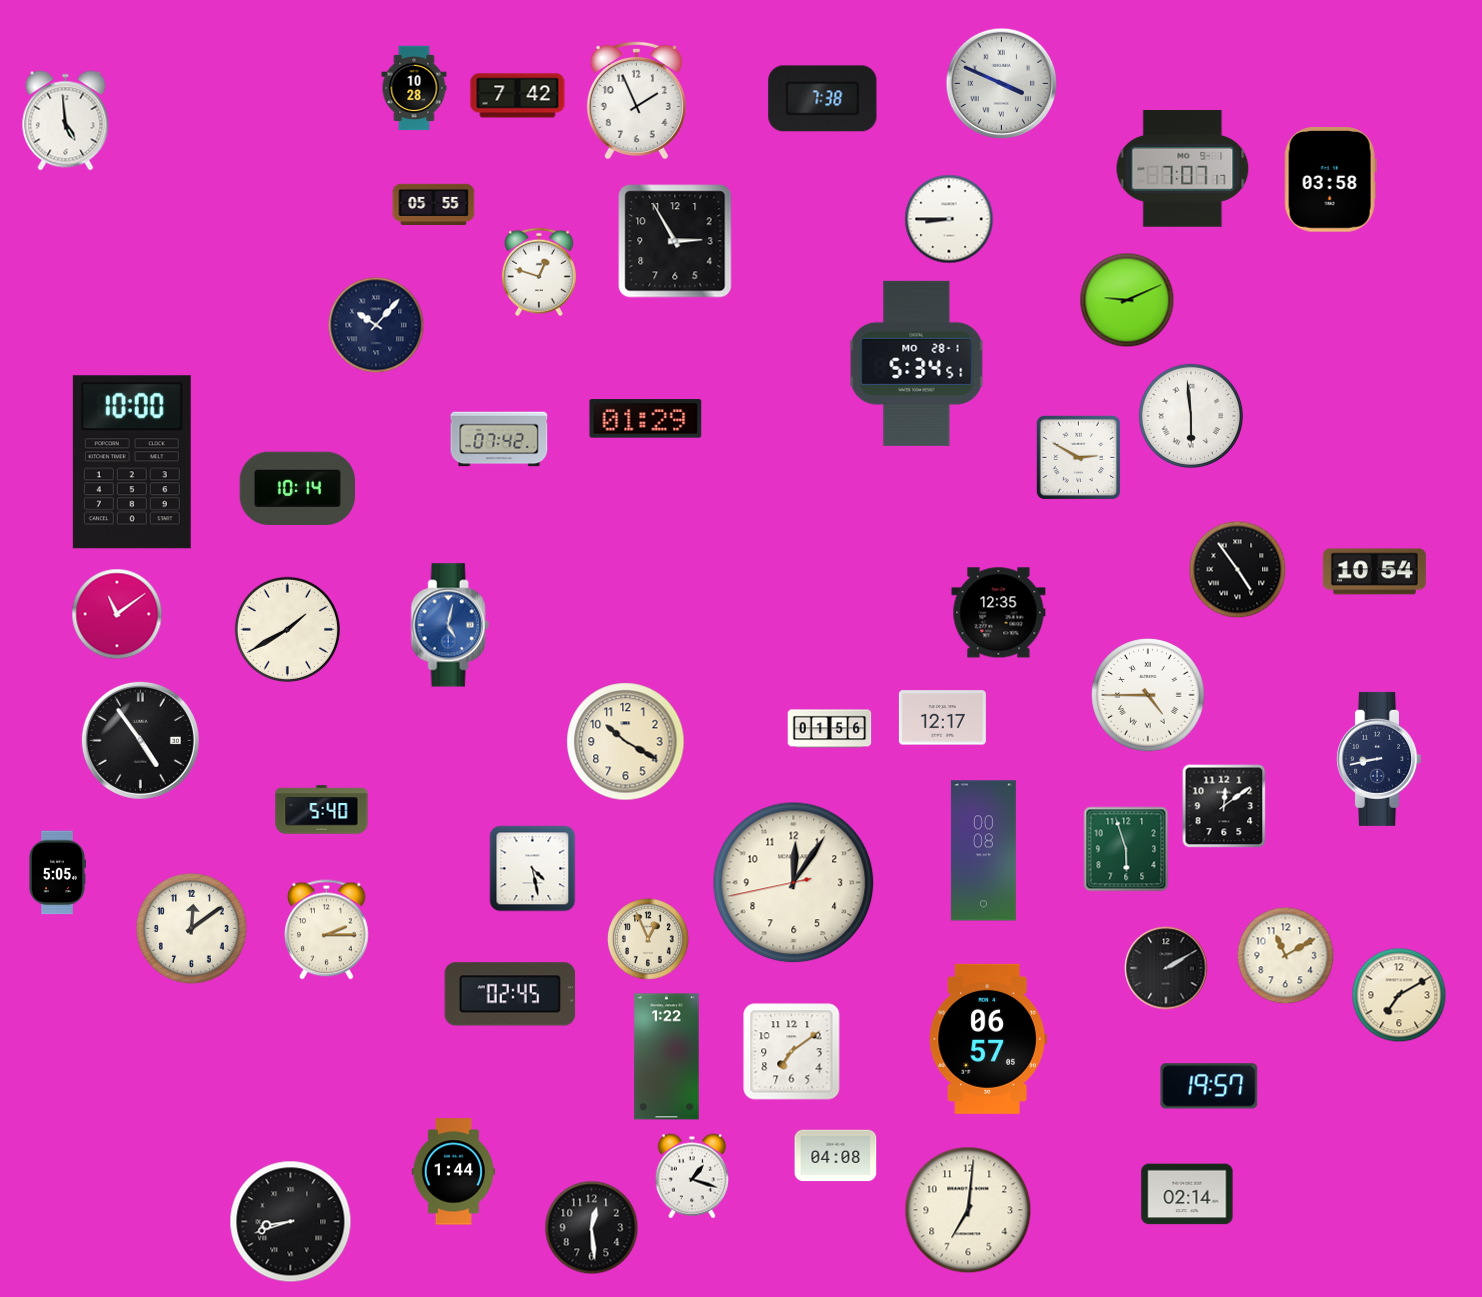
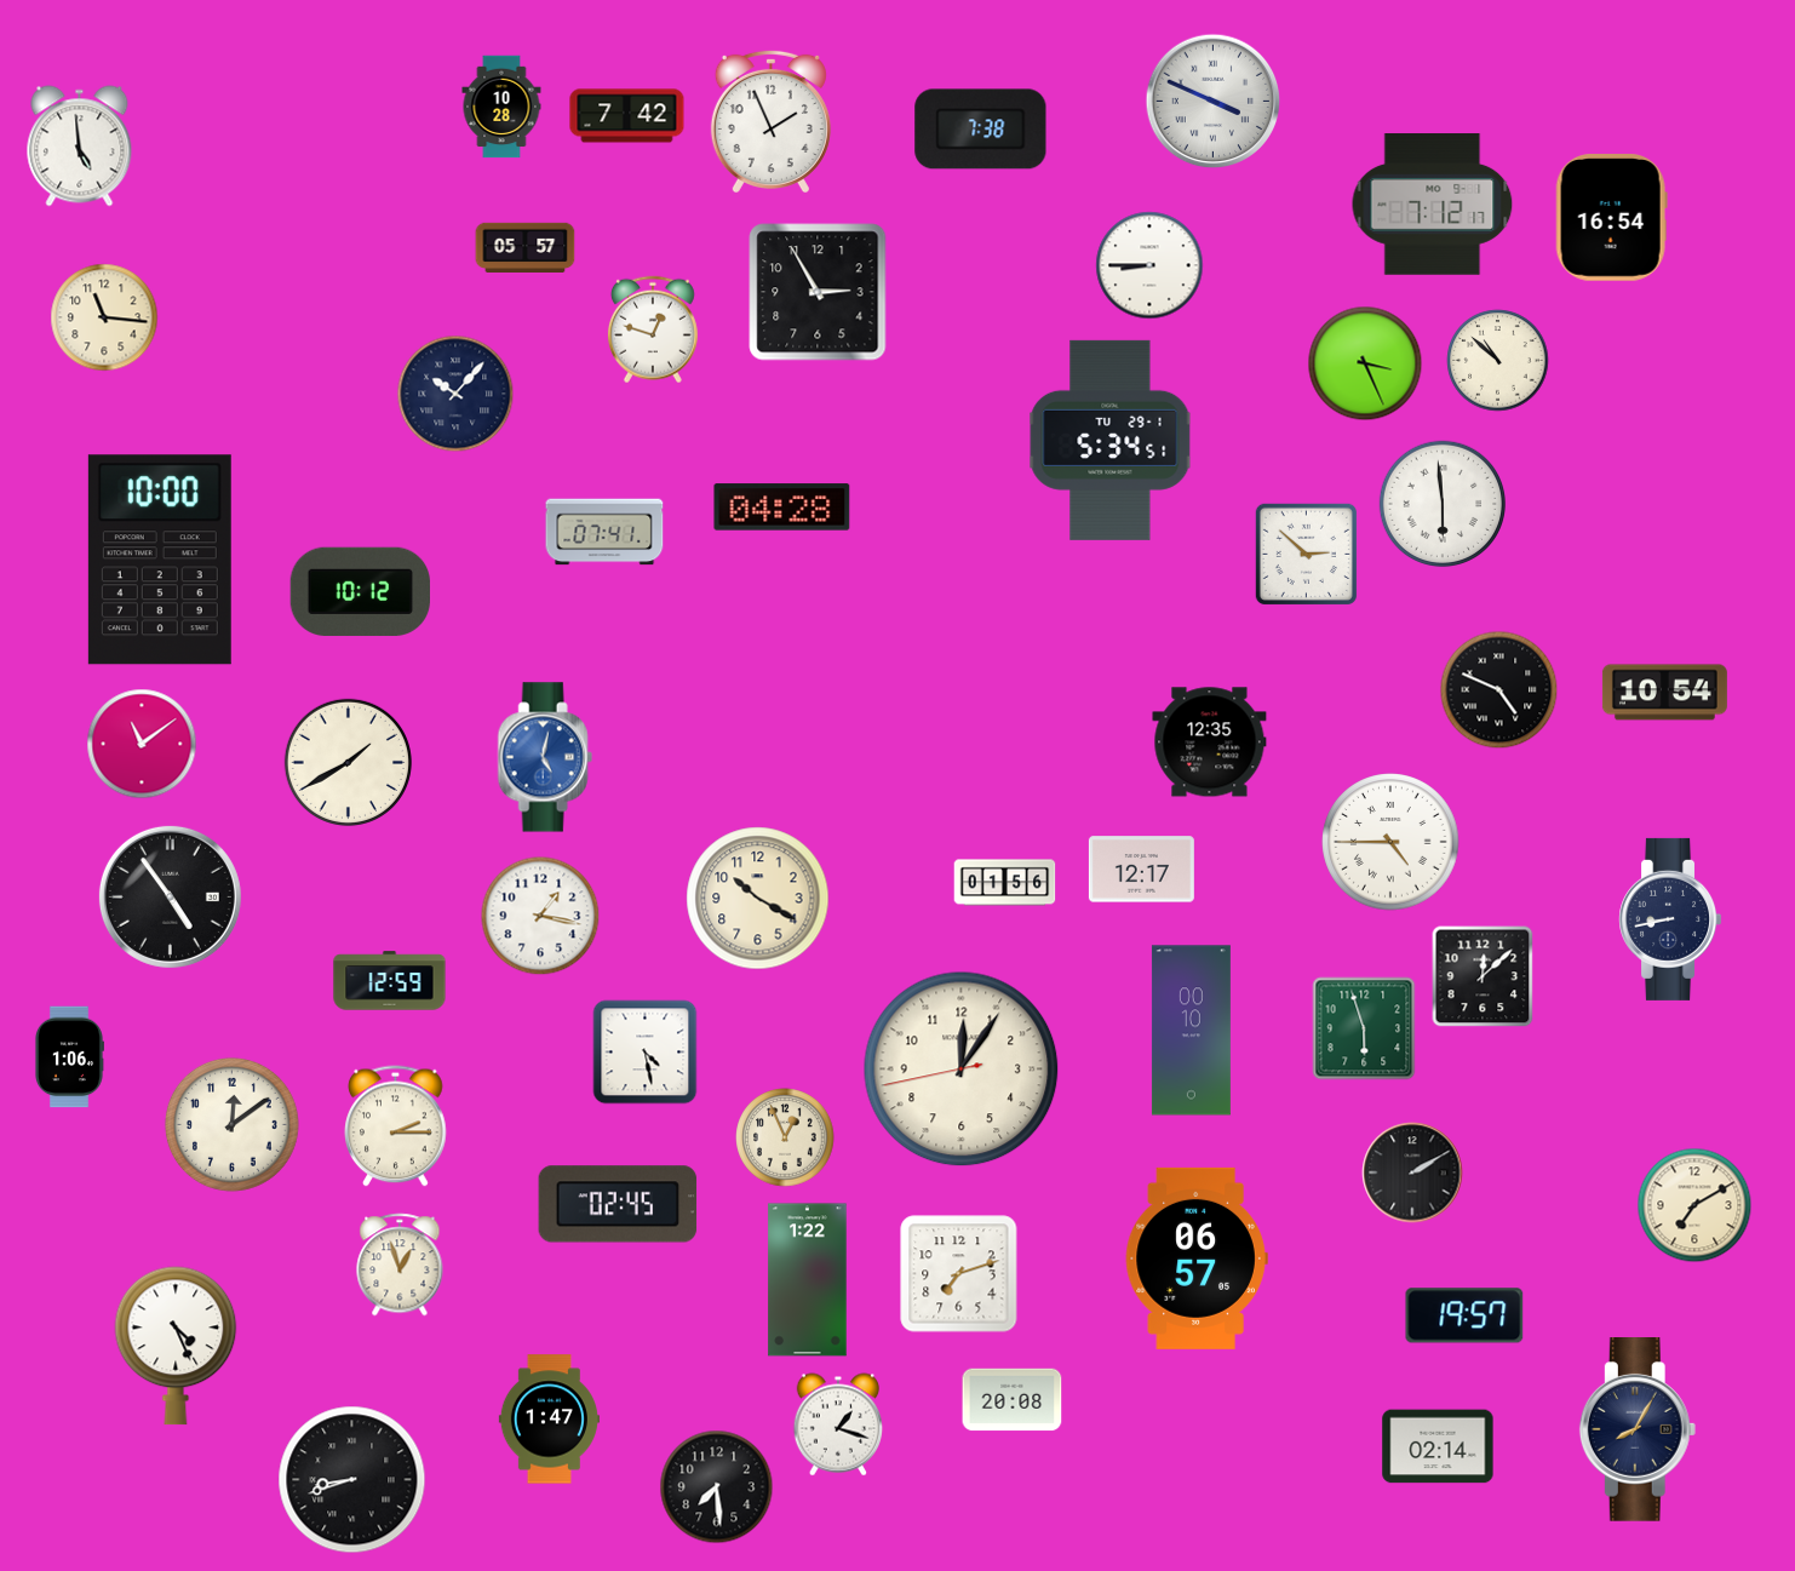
clock at (823, 99) position: (823, 99) -> (981, 130)
clock at (1183, 169): 7:07 -> 7:12
clock at (1330, 180): 03:58 -> 16:54
clock at (434, 205): 05:55 -> 05:57
clock at (104, 317): none -> 11:16
clock at (1498, 361): none -> 10:52
clock at (1127, 300): 9:11 -> 3:26
clock at (917, 363) date: MO 28-1 -> TU 29-1
clock at (646, 419): 01:29 -> 04:28
clock at (499, 439): 07:42 -> 07:41
clock at (1078, 457): 2:50 -> 2:52
clock at (297, 488): 10:14 -> 10:12
clock at (1238, 570): 4:54 -> 4:49
clock at (540, 916): none -> 1:17
clock at (1224, 806): 12:09 -> 12:08
clock at (322, 810): 5:40 -> 12:59
clock at (983, 851): 00:08 -> 00:10
clock at (57, 873): 5:05 -> 1:06
clock at (1286, 956): 11:10 -> none
clock at (400, 1265): none -> 12:57
clock at (792, 1052): 7:09 -> 7:12
clock at (176, 1346): none -> 4:26
clock at (836, 1156): 04:08 -> 20:08
clock at (453, 1172): 1:44 -> 1:47
clock at (1638, 1430): none -> 8:05
clock at (968, 1210): 7:01 -> none
clock at (592, 1228): 12:29 -> 7:29
